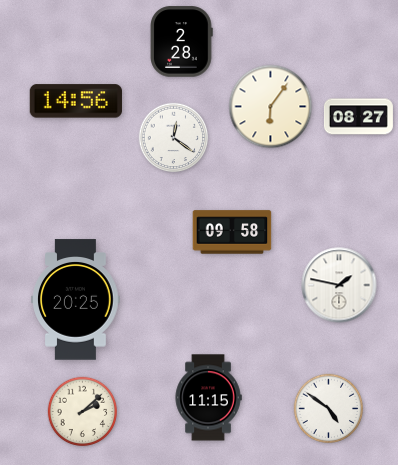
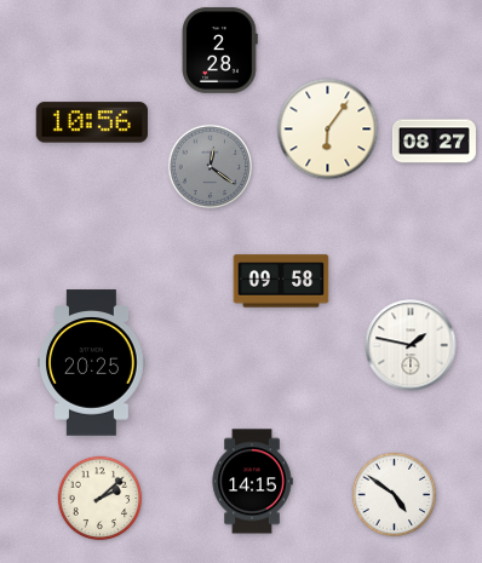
clock at (76, 101): 14:56 -> 10:56
clock at (174, 138) dial: white -> grey
clock at (208, 398): 11:15 -> 14:15
clock at (329, 409) position: (329, 409) -> (395, 495)
